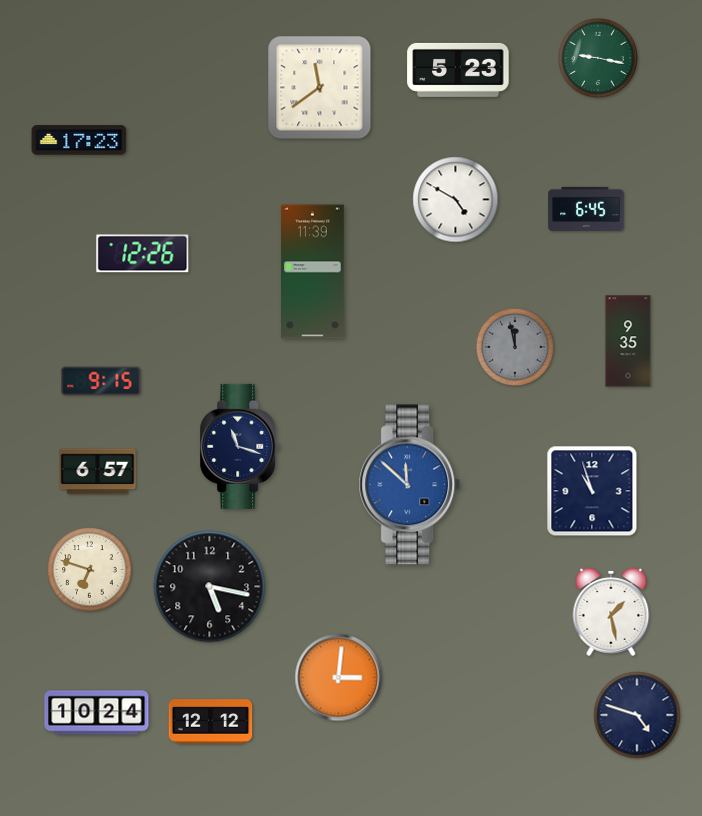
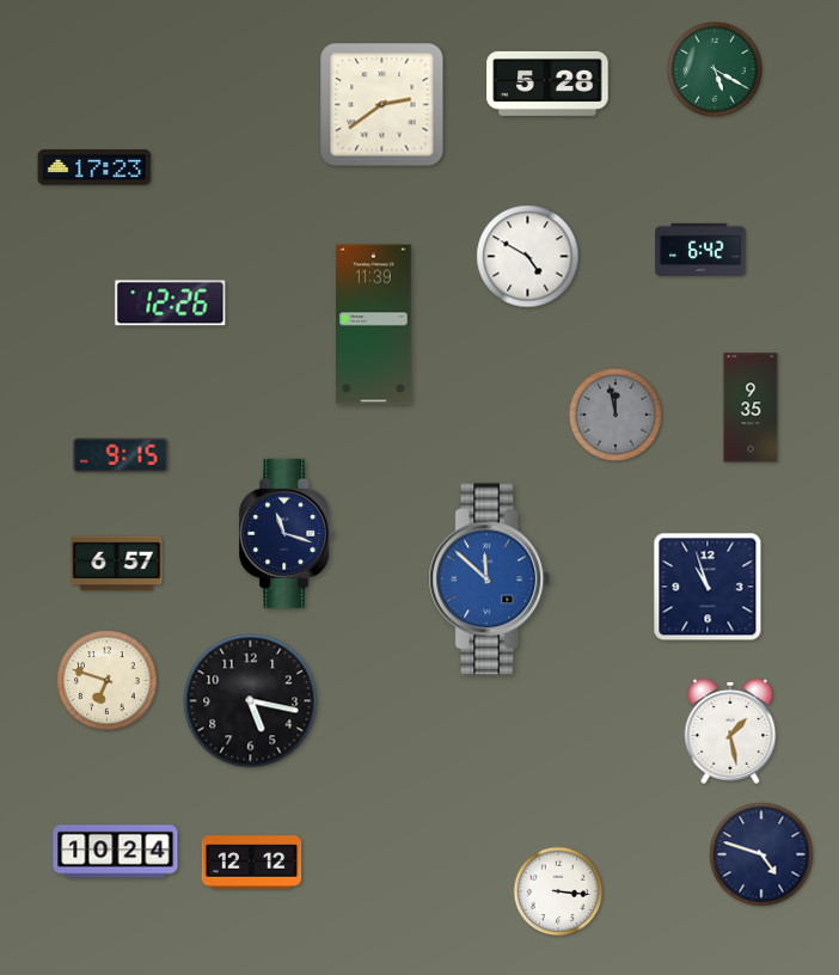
clock at (598, 58): 9:17 -> 5:20
clock at (458, 70): 5:23 -> 5:28
clock at (320, 88): 11:39 -> 2:39
clock at (456, 200) position: (456, 200) -> (528, 257)
clock at (586, 209): 6:45 -> 6:42
clock at (339, 678): 3:01 -> none
clock at (558, 891): none -> 3:16
